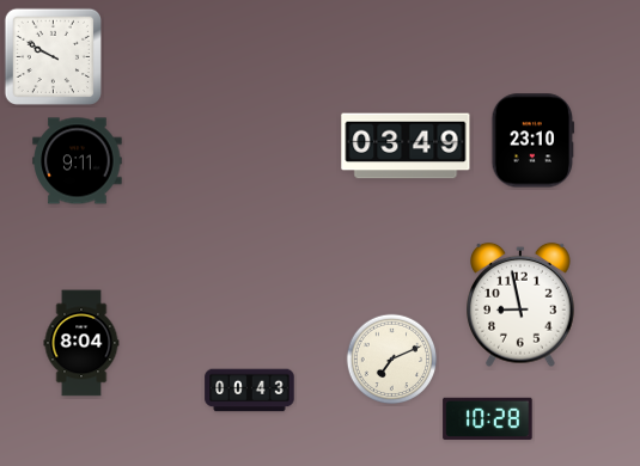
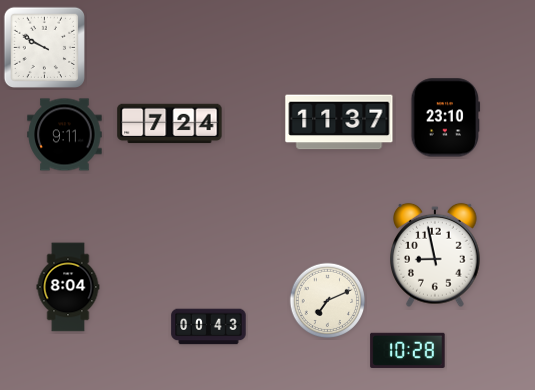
clock at (406, 146): 03:49 -> 11:37
clock at (170, 124): none -> 7:24
